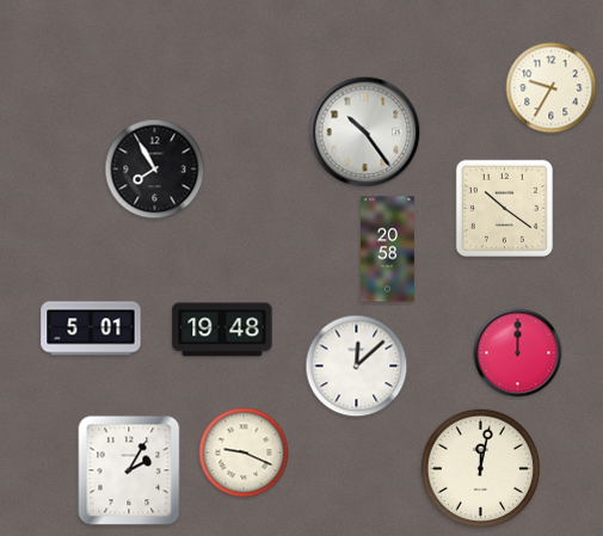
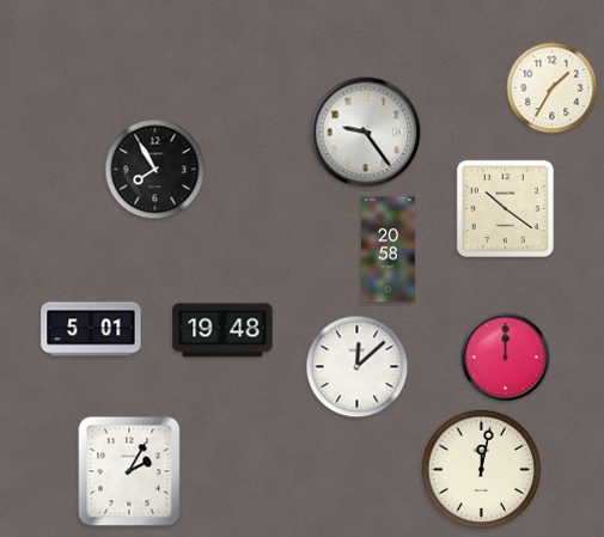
clock at (552, 88): 9:35 -> 1:35
clock at (365, 133): 10:24 -> 9:24
clock at (518, 353) position: (518, 353) -> (506, 358)
clock at (244, 452): 9:19 -> none
